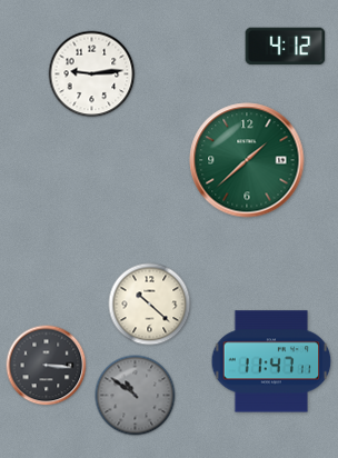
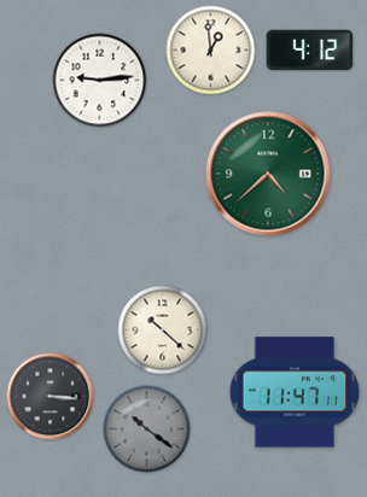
clock at (211, 51): none -> 12:59
clock at (247, 160): 1:38 -> 4:38
clock at (136, 396): 10:51 -> 10:21
